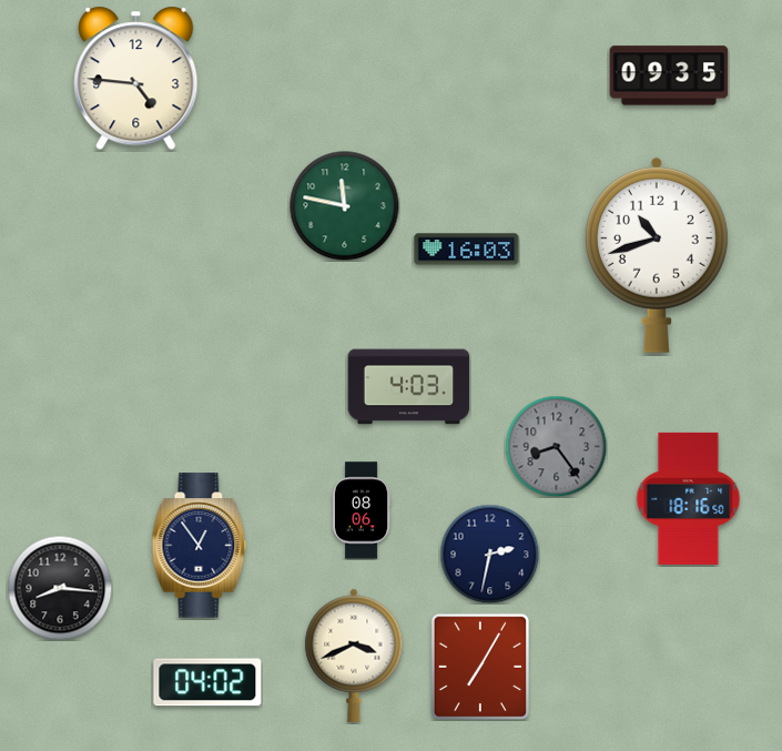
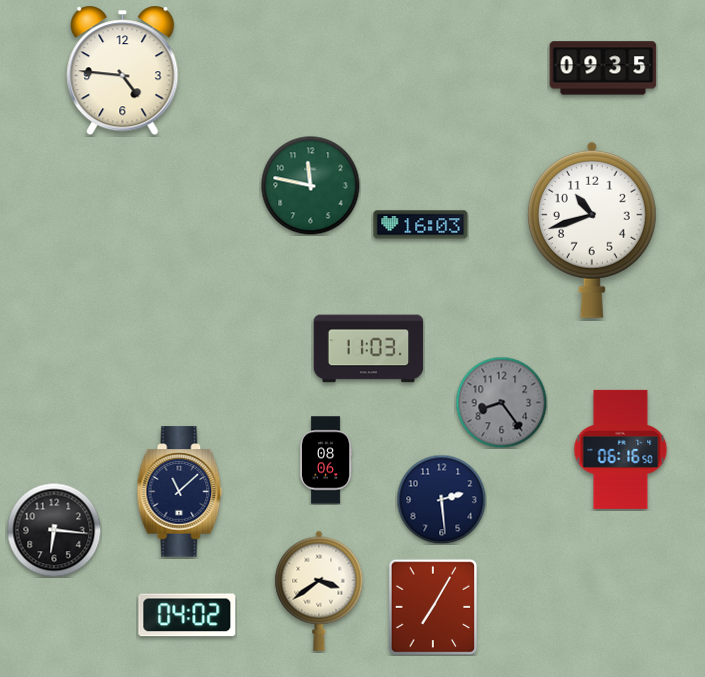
clock at (409, 387): 4:03 -> 11:03
clock at (689, 498): 18:16 -> 06:16
clock at (200, 546): 12:54 -> 11:08
clock at (489, 554): 2:32 -> 2:29
clock at (60, 588): 8:16 -> 6:16
clock at (354, 656): 3:41 -> 3:39
clock at (480, 667) position: (480, 667) -> (433, 607)
